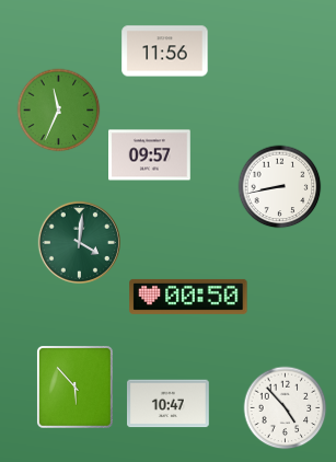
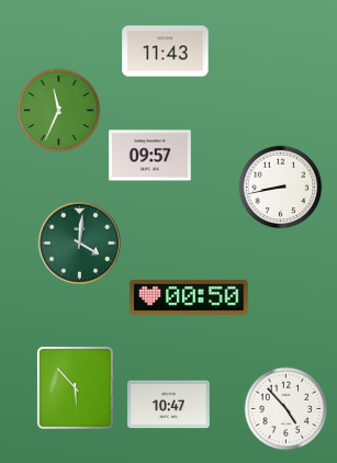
clock at (165, 51): 11:56 -> 11:43
